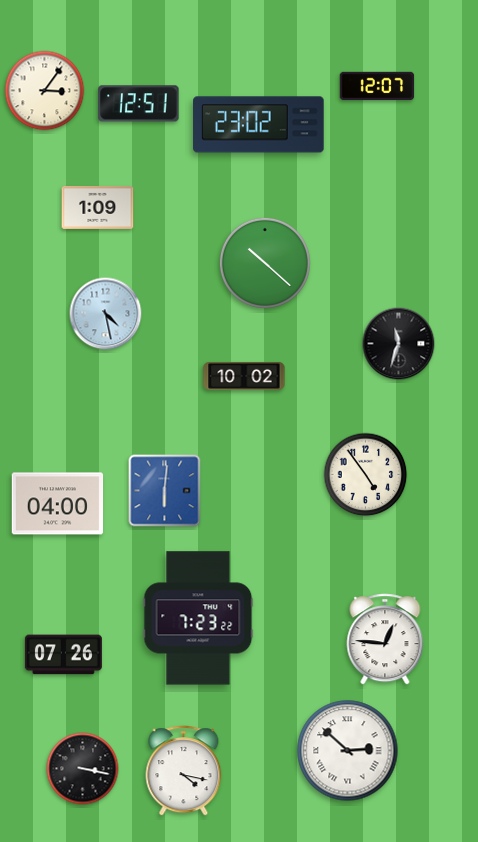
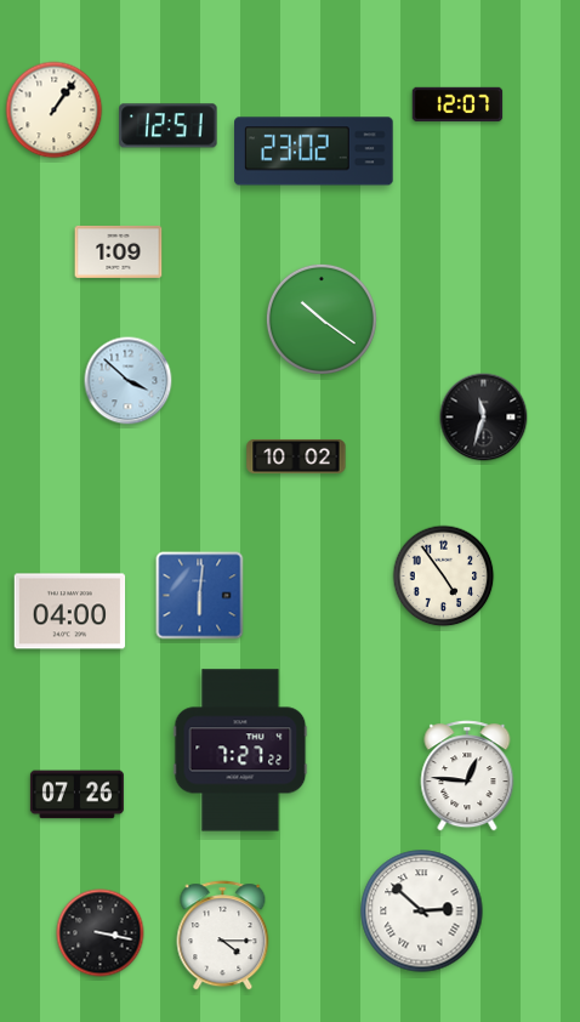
clock at (45, 91): 3:06 -> 1:06
clock at (265, 263): 10:22 -> 10:21
clock at (106, 314): 4:28 -> 3:52
clock at (198, 618): 7:23 -> 7:27
clock at (184, 771): 4:17 -> 4:15
